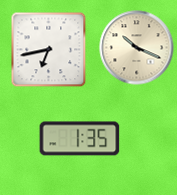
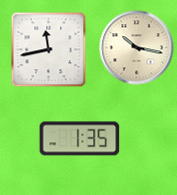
clock at (137, 48): 10:19 -> 10:17
clock at (49, 50): 6:43 -> 11:43
